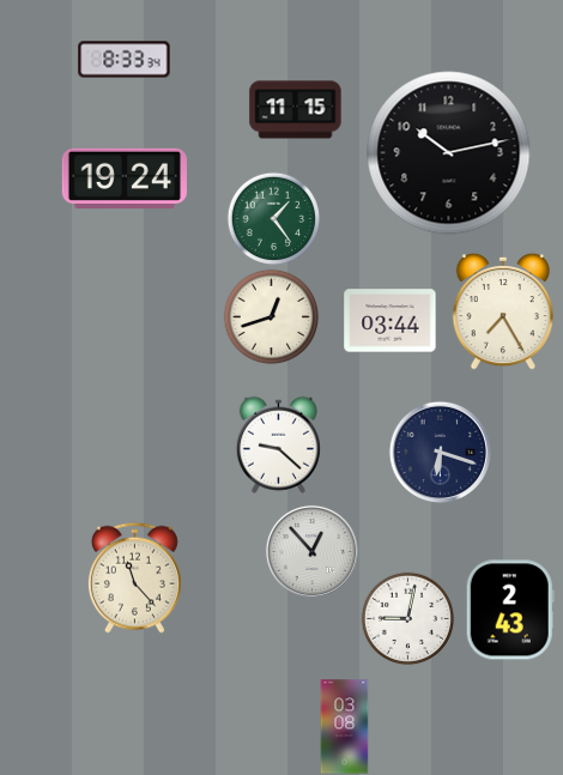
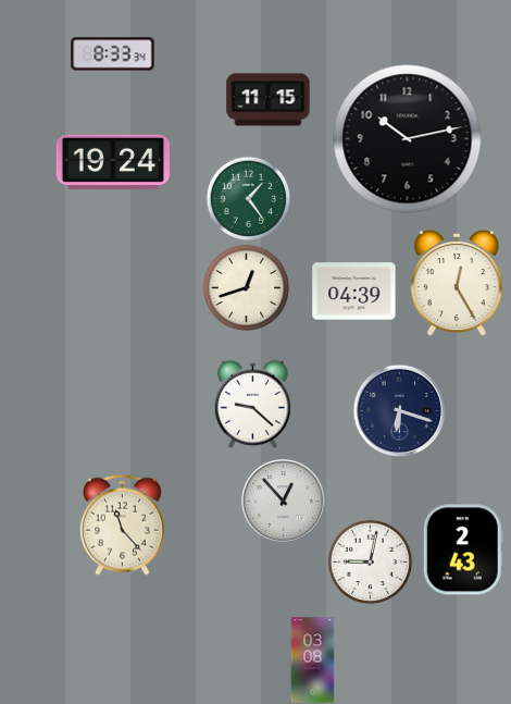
clock at (502, 311): 7:25 -> 12:25
clock at (391, 321): 03:44 -> 04:39
clock at (510, 610) position: (510, 610) -> (463, 549)
